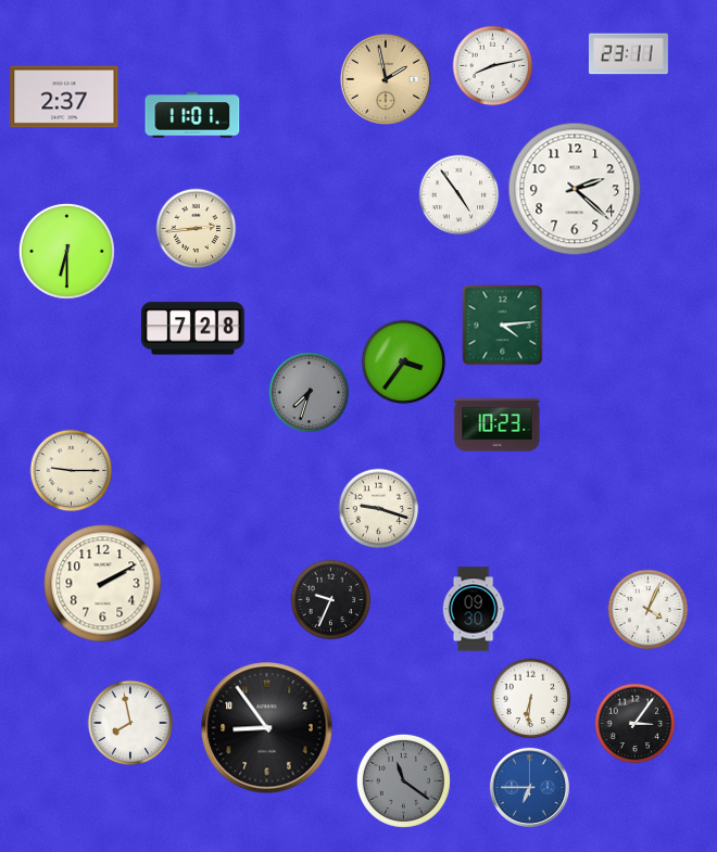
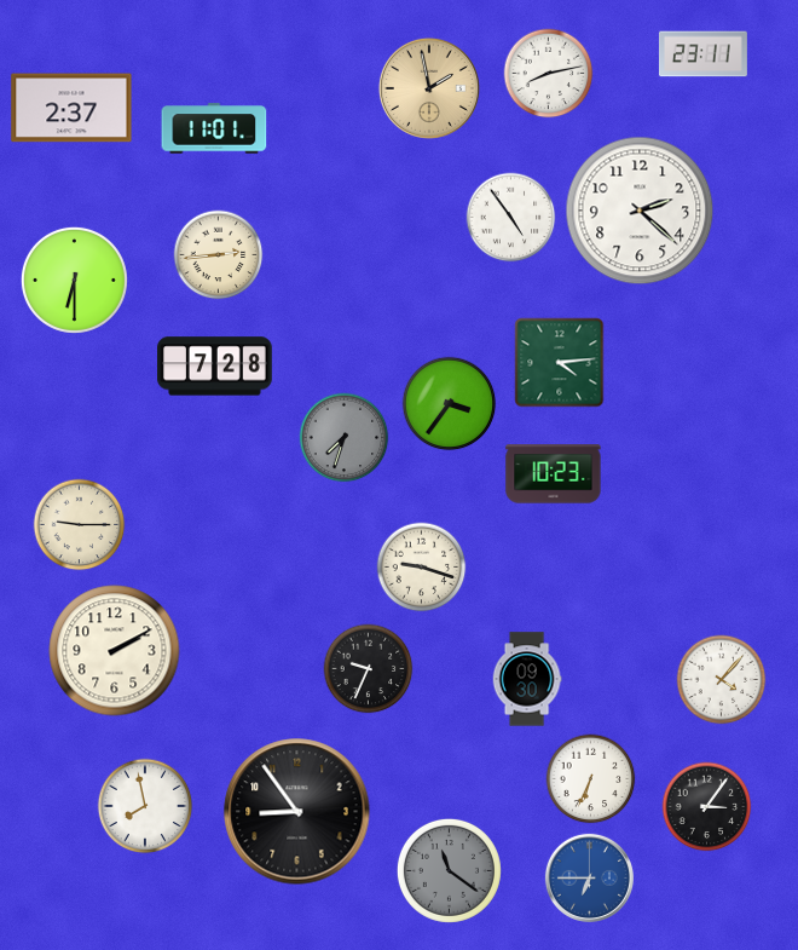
clock at (628, 54) position: (628, 54) -> (702, 54)
clock at (649, 610): 4:04 -> 4:07
clock at (531, 699): 6:31 -> 6:34
